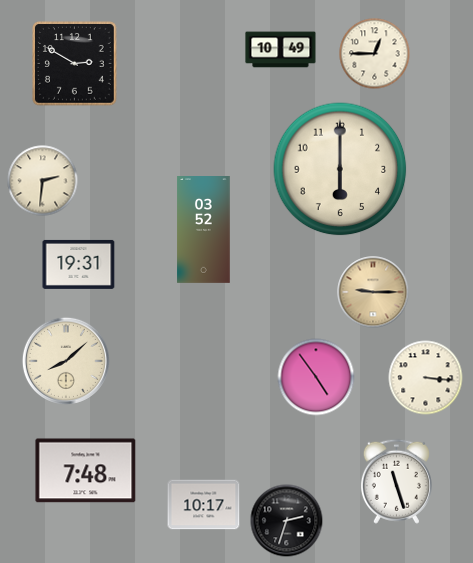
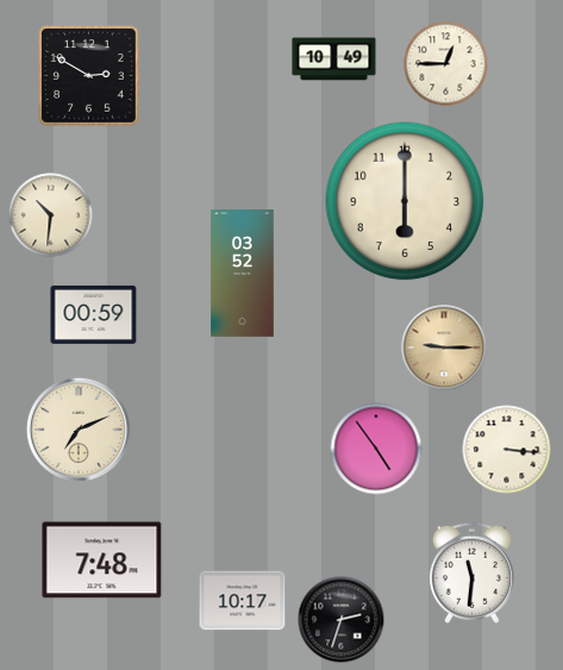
clock at (43, 181): 2:31 -> 10:31
clock at (79, 264): 19:31 -> 00:59
clock at (66, 361): 8:08 -> 7:11
clock at (396, 481): 11:27 -> 11:31
